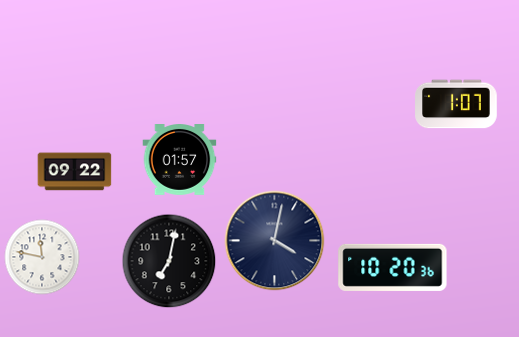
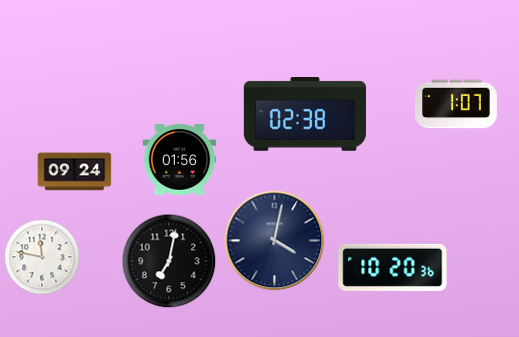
clock at (305, 114): none -> 02:38
clock at (180, 160): 01:57 -> 01:56
clock at (75, 172): 09:22 -> 09:24
